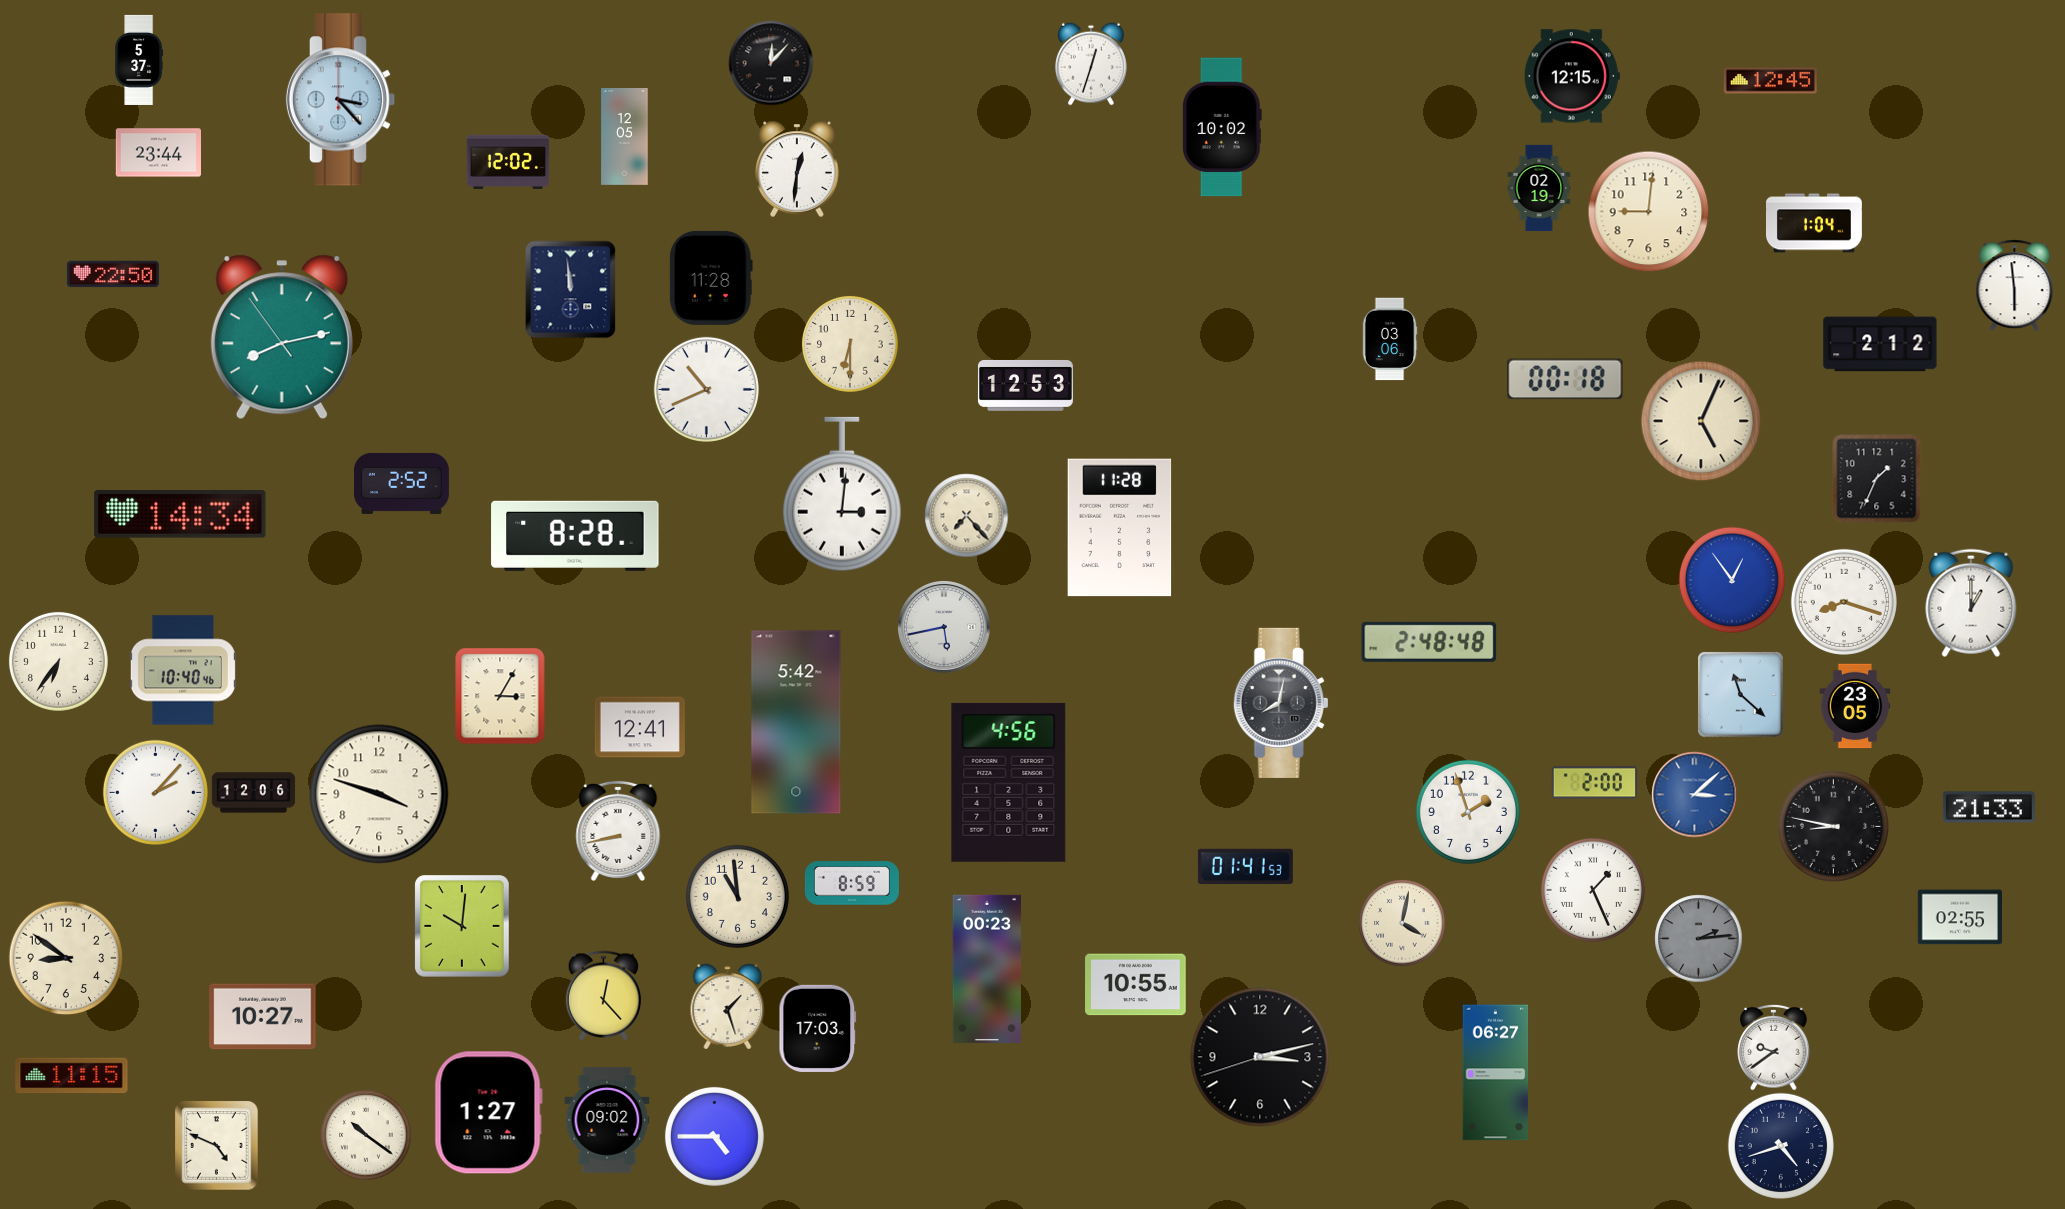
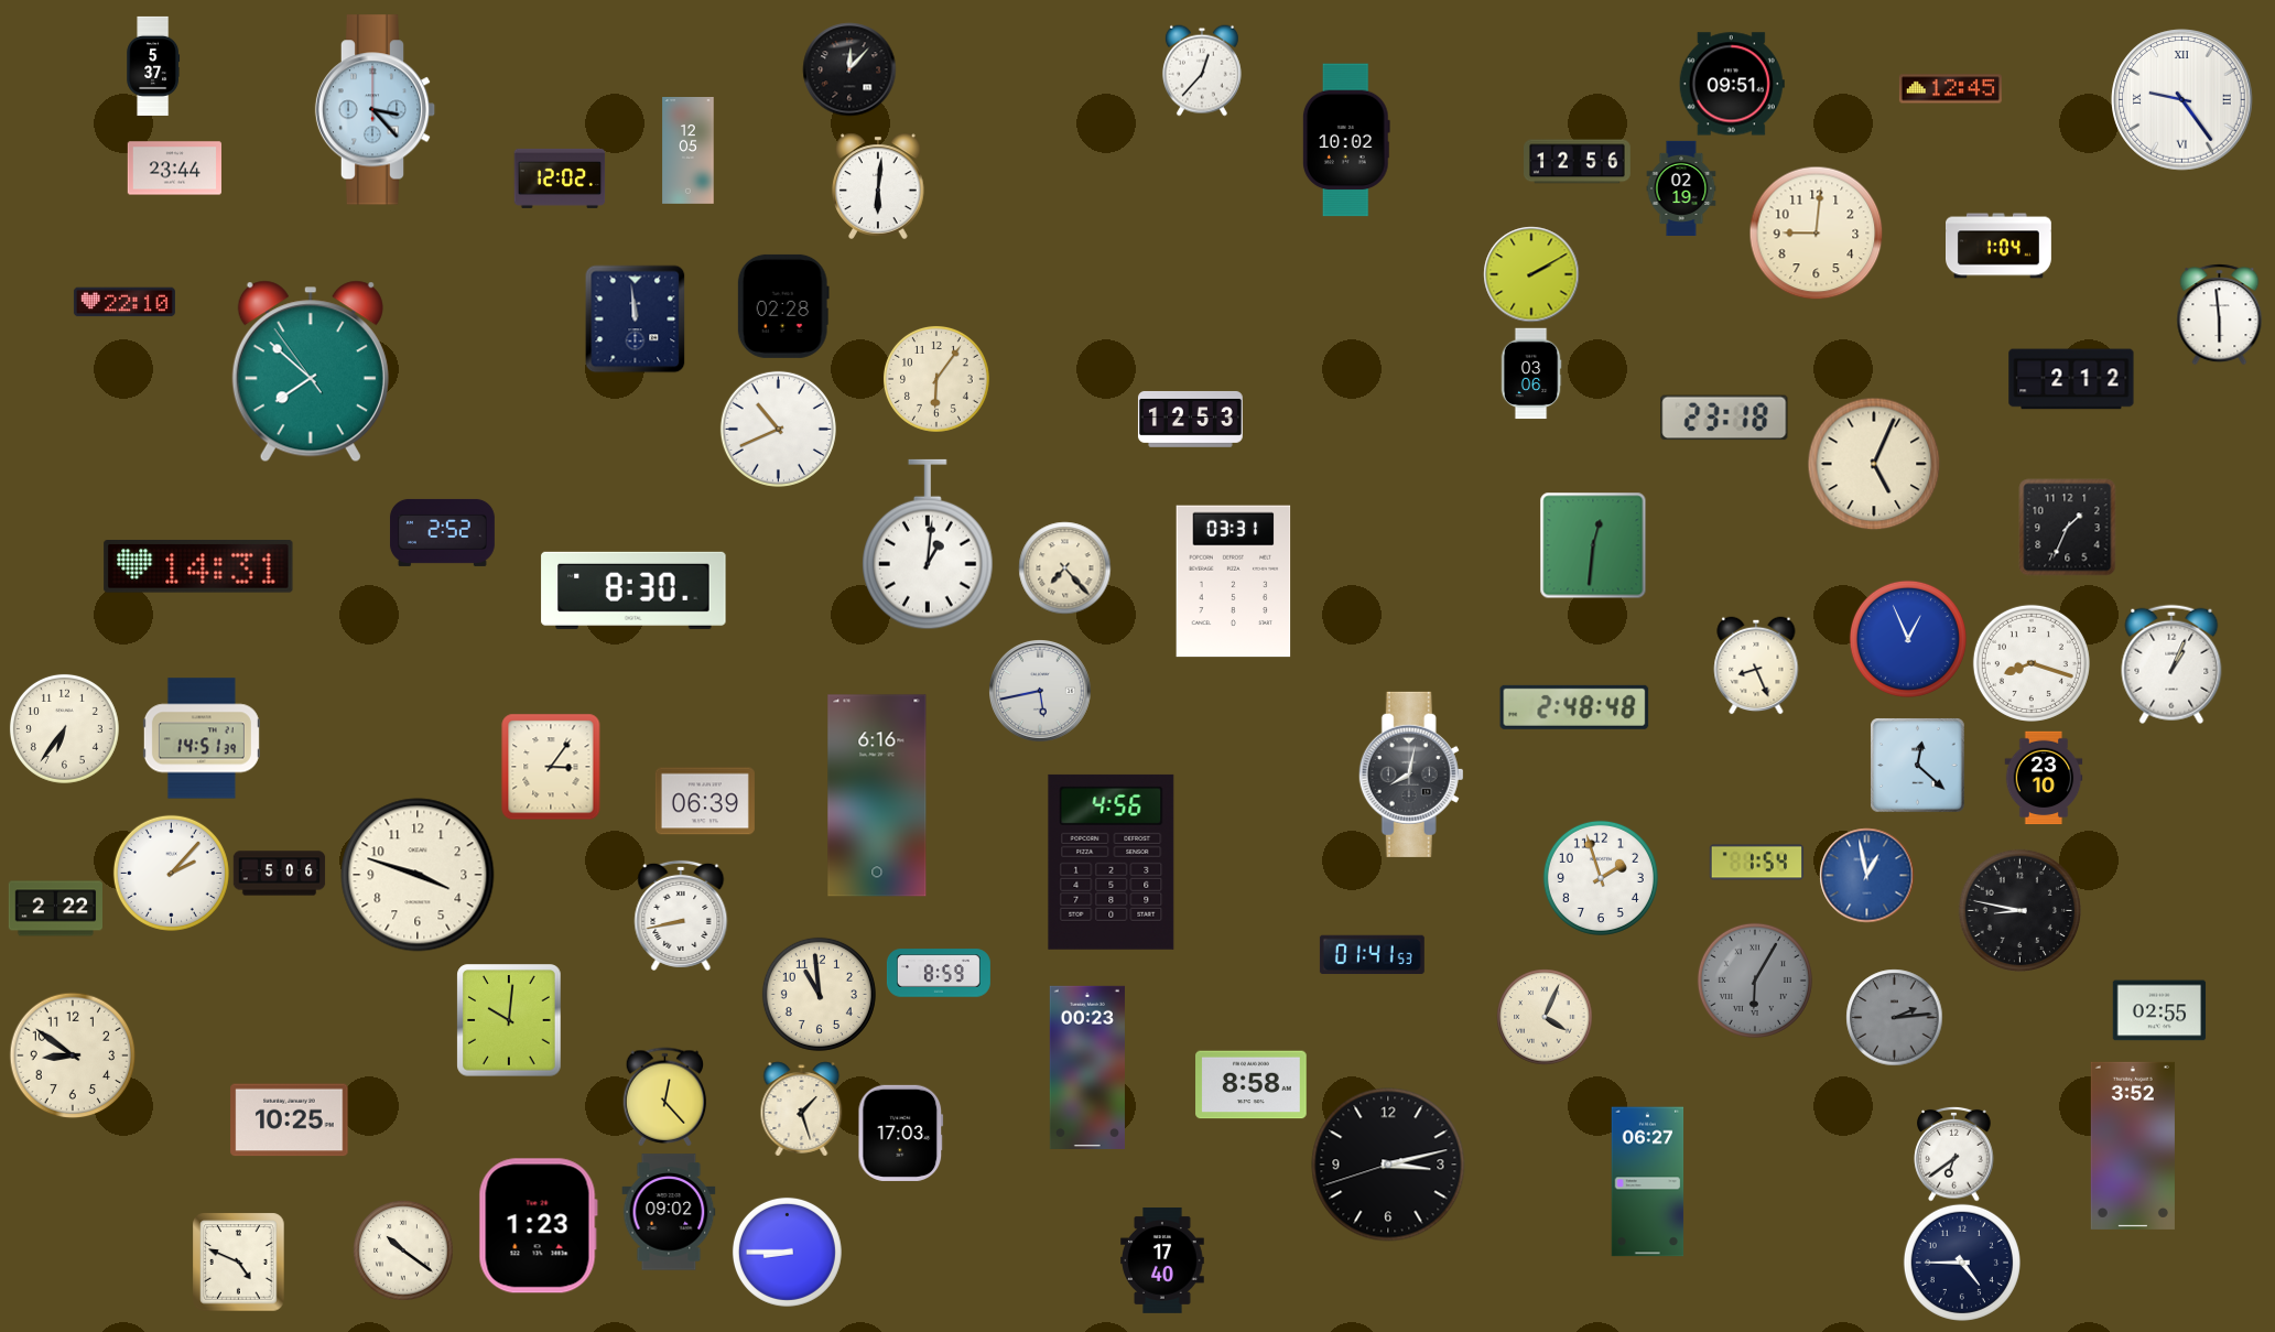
clock at (1091, 64): 12:33 -> 12:37
clock at (1572, 76): 12:15 -> 09:51
clock at (2182, 100): none -> 9:24
clock at (1578, 162): none -> 12:56
clock at (797, 169): 12:31 -> 6:01
clock at (1539, 188) position: (1539, 188) -> (1681, 188)
clock at (1531, 274): none -> 2:10
clock at (113, 274): 22:50 -> 22:10
clock at (711, 278): 11:28 -> 02:28
clock at (571, 289) position: (571, 289) -> (636, 318)
clock at (282, 337): 8:12 -> 7:51
clock at (850, 344): 6:30 -> 6:06
clock at (1565, 379): 00:18 -> 23:18
clock at (1025, 386) position: (1025, 386) -> (1190, 420)
clock at (843, 494): 3:01 -> 1:01
clock at (1593, 545): none -> 12:31
clock at (180, 515): 14:34 -> 14:31
clock at (1120, 528): 11:28 -> 03:31
clock at (575, 536): 8:28 -> 8:30
clock at (1732, 580): 12:54 -> 12:56
clock at (1971, 603): 1:00 -> 1:04
clock at (1756, 665): none -> 8:26
clock at (183, 670): 10:40 -> 14:51
clock at (1740, 694): 11:22 -> 12:22
clock at (500, 696): 3:05 -> 3:06
clock at (1855, 706): 23:05 -> 23:10
clock at (796, 722): 5:42 -> 6:16
clock at (640, 727): 12:41 -> 06:39
clock at (1594, 783): 2:00 -> 1:54
clock at (253, 793): 12:06 -> 5:06
clock at (1694, 794): 3:08 -> 12:58
clock at (1989, 807): 21:33 -> none
clock at (1468, 812) position: (1468, 812) -> (1601, 878)
clock at (55, 909): none -> 2:22
clock at (1593, 890): 1:26 -> 6:05
clock at (1593, 890) dial: white -> grey
clock at (737, 896) position: (737, 896) -> (819, 994)
clock at (1402, 923): 4:02 -> 4:04
clock at (1698, 938) position: (1698, 938) -> (1894, 1017)
clock at (1136, 985): 10:55 -> 8:58
clock at (263, 1017): 10:27 -> 10:25
clock at (2133, 1146): none -> 3:52
clock at (1774, 1047): 9:39 -> 6:39
clock at (72, 1076): 11:15 -> none
clock at (488, 1113): 1:27 -> 1:23
clock at (607, 1120) position: (607, 1120) -> (669, 1212)
clock at (714, 1136): 4:45 -> 8:45
clock at (1162, 1261): none -> 17:40
clock at (1781, 1146): 4:42 -> 4:45
